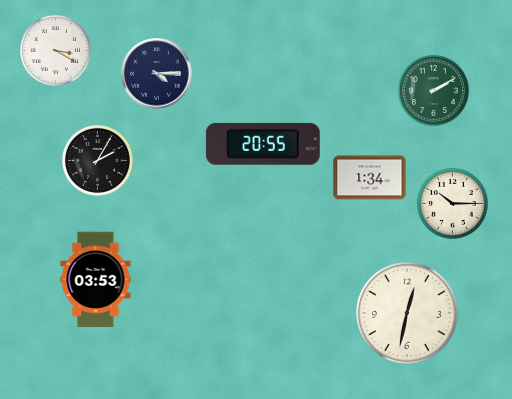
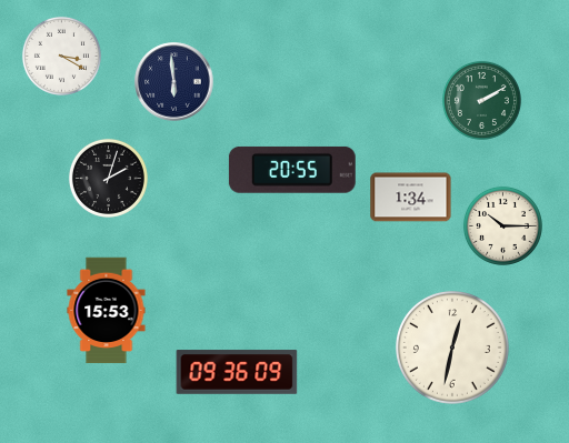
clock at (157, 74): 4:15 -> 5:59
clock at (263, 144) position: (263, 144) -> (292, 170)
clock at (97, 160): 2:05 -> 2:03
clock at (96, 280): 03:53 -> 15:53
clock at (237, 372): none -> 09:36
